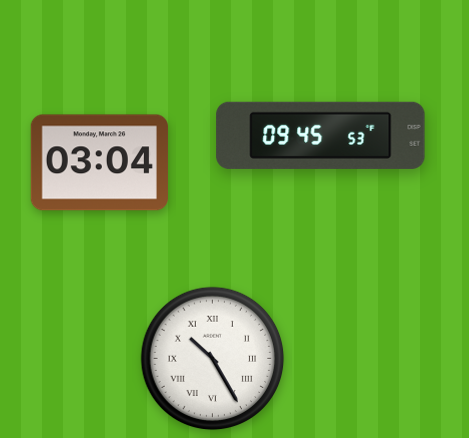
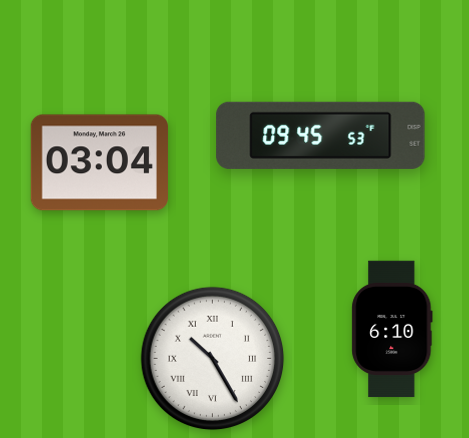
clock at (392, 329): none -> 6:10
